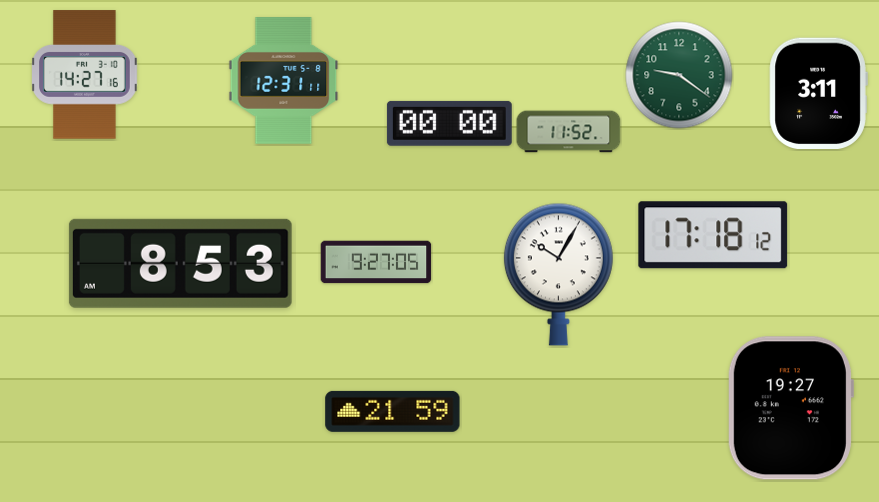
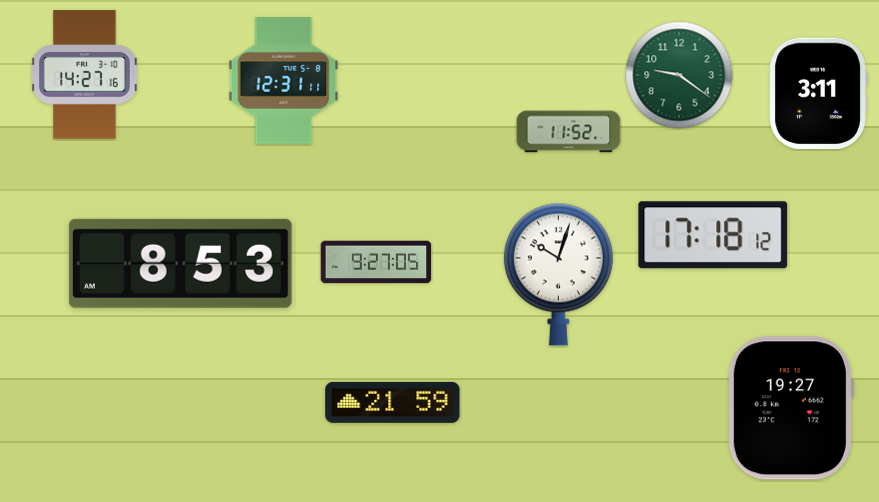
clock at (449, 123): 00:00 -> none
clock at (558, 274): 10:05 -> 10:03
clock at (393, 411) position: (393, 411) -> (393, 402)
